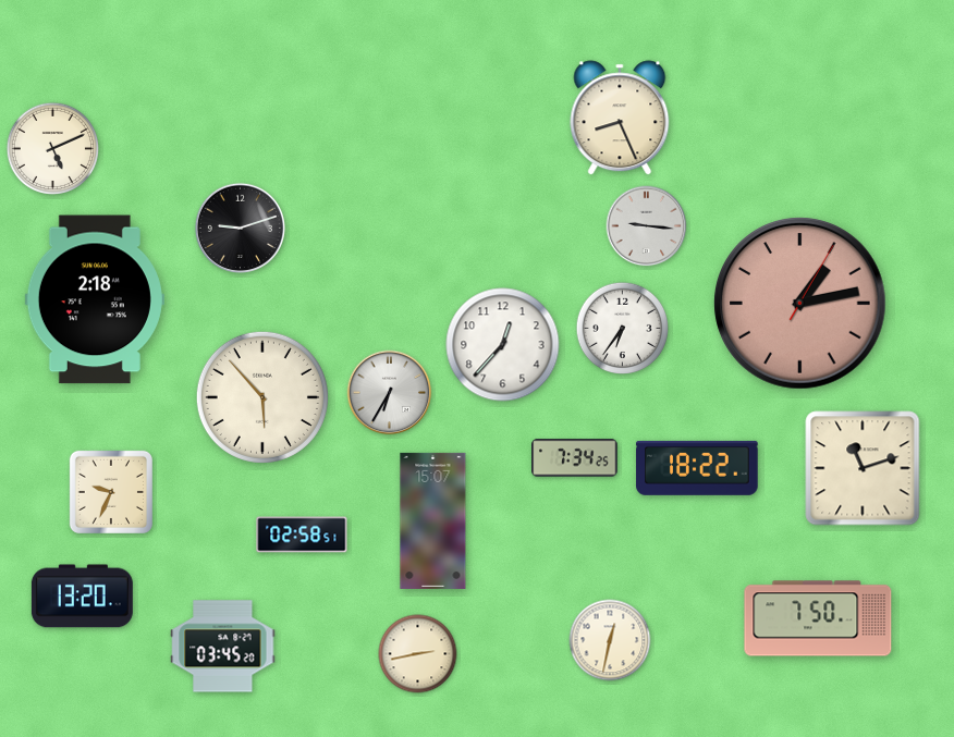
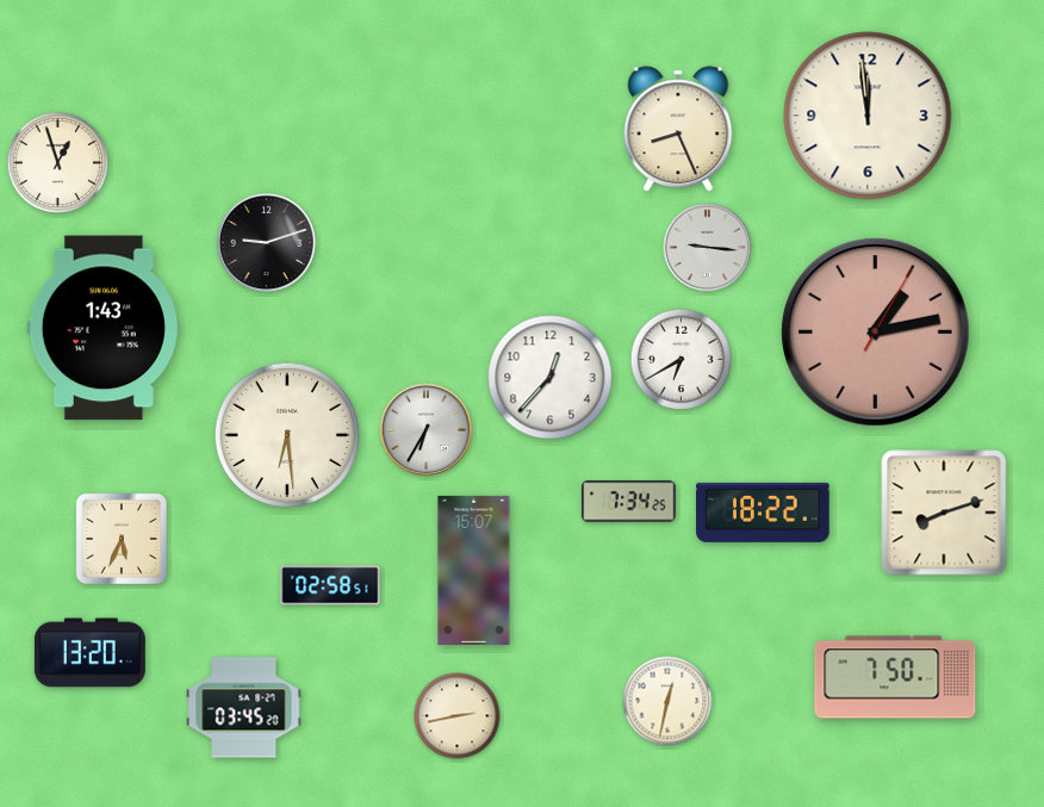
clock at (868, 116): none -> 11:59
clock at (52, 148): 5:11 -> 12:57
clock at (240, 228) position: (240, 228) -> (266, 242)
clock at (95, 299): 2:18 -> 1:43
clock at (622, 328): 6:36 -> 6:40
clock at (262, 397): 5:53 -> 6:29
clock at (863, 468): 11:12 -> 8:12
clock at (111, 492): 9:34 -> 5:34
